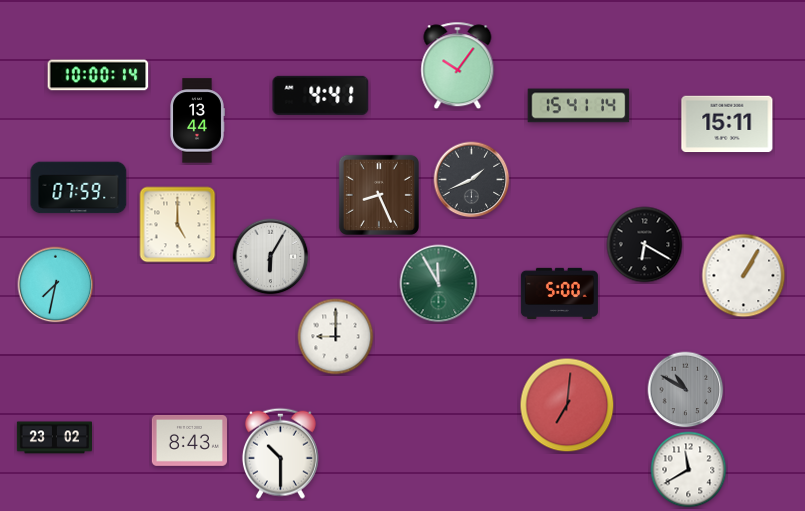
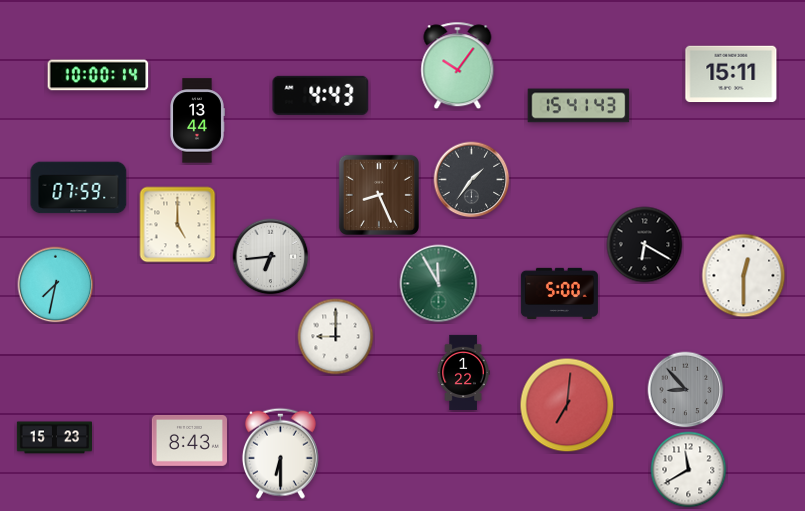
clock at (321, 95): 4:41 -> 4:43
clock at (579, 106): 15:41:14 -> 15:41:43
clock at (727, 124) position: (727, 124) -> (731, 74)
clock at (472, 180): 1:41 -> 1:36
clock at (271, 257): 6:05 -> 6:44
clock at (744, 276): 1:05 -> 12:30
clock at (463, 372): none -> 1:22
clock at (686, 390): 10:50 -> 8:53
clock at (54, 438): 23:02 -> 15:23
clock at (280, 453): 10:30 -> 6:30
